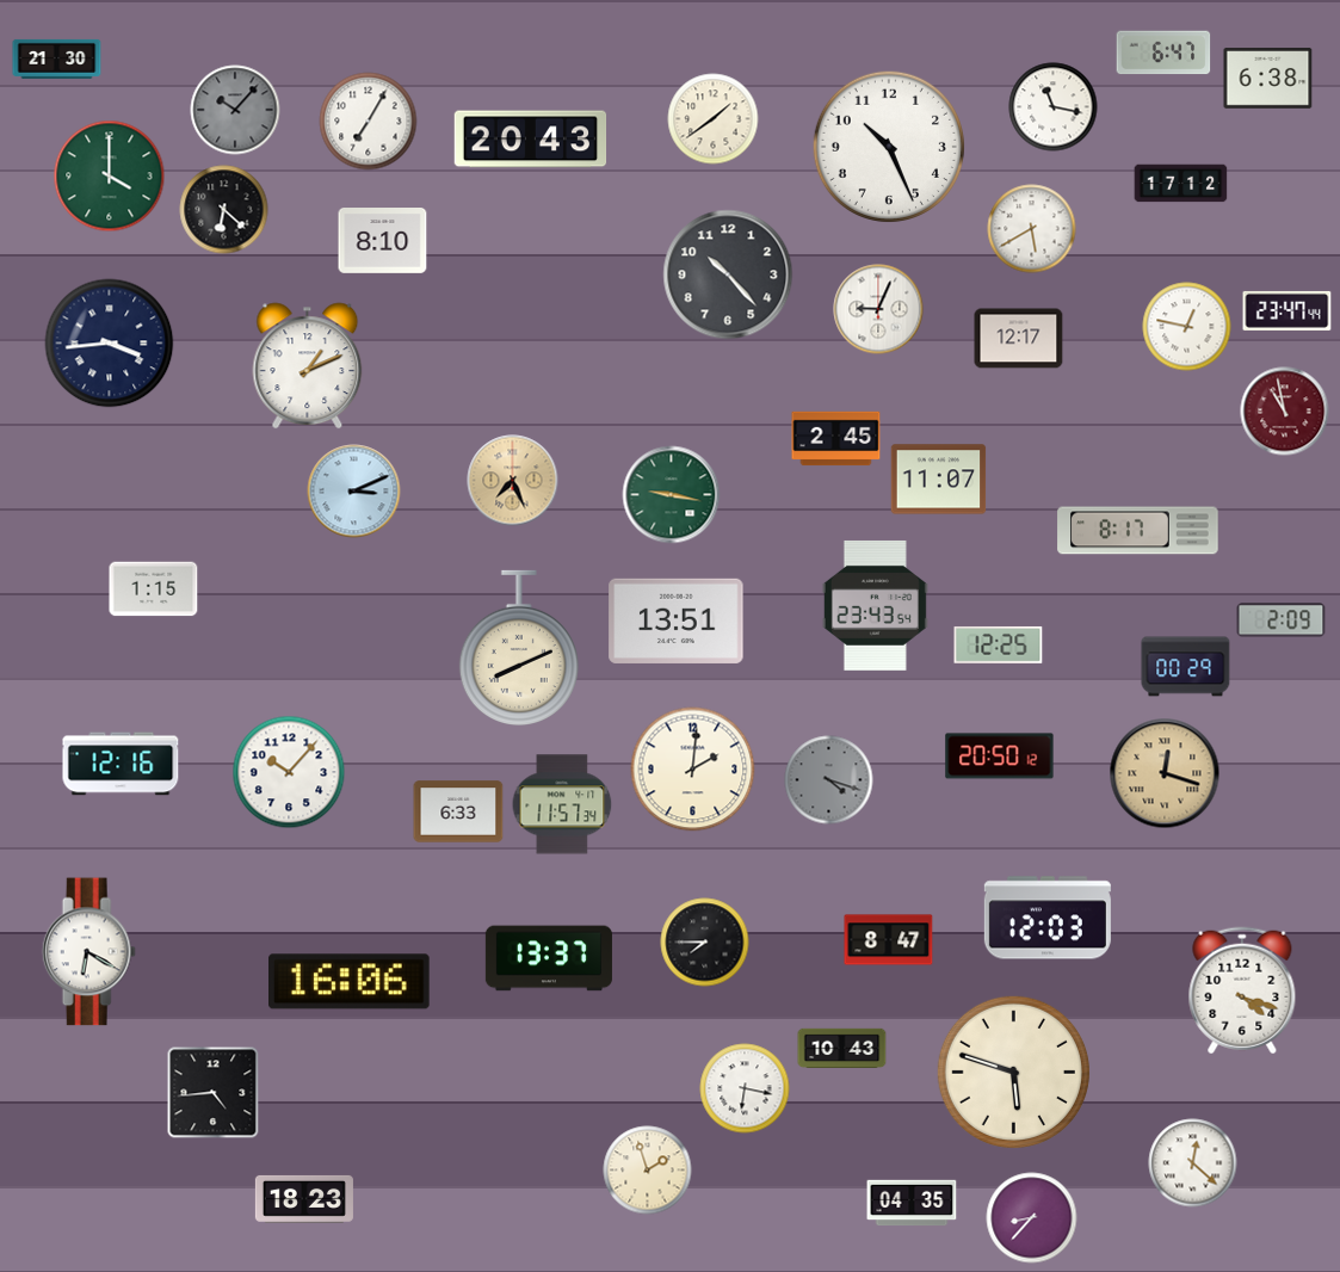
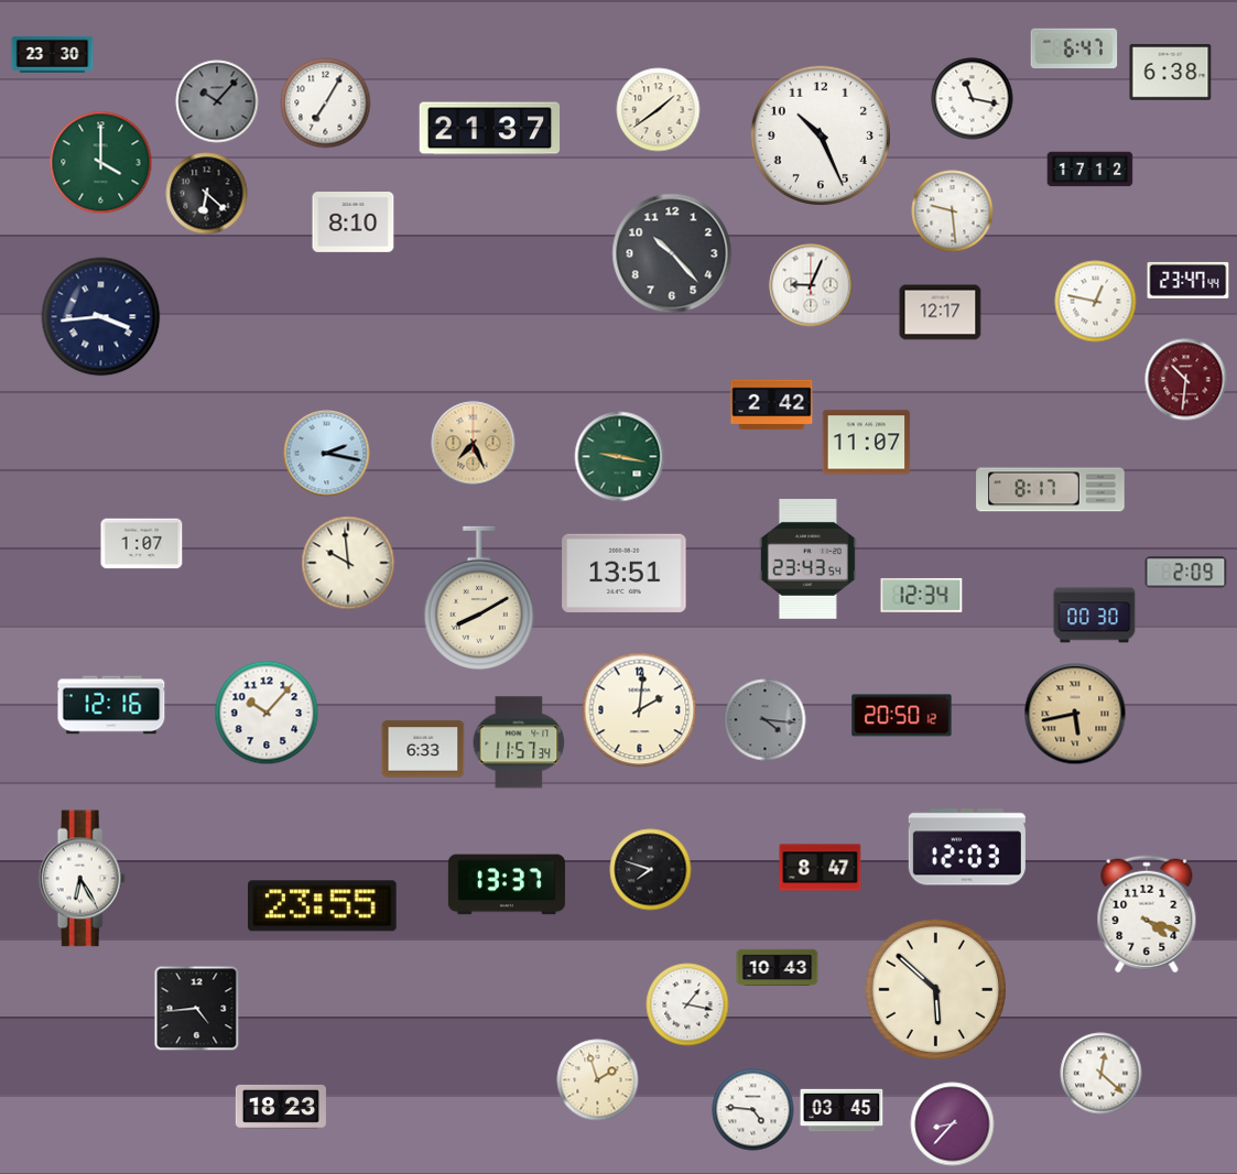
clock at (57, 58): 21:30 -> 23:30
clock at (369, 122) position: (369, 122) -> (326, 104)
clock at (531, 140): 20:43 -> 21:37
clock at (1032, 229): 5:40 -> 9:29
clock at (1287, 310) position: (1287, 310) -> (1189, 280)
clock at (308, 366): 1:11 -> none
clock at (1285, 412): 10:58 -> 10:31
clock at (836, 439): 2:45 -> 2:42
clock at (354, 492): 3:11 -> 2:17
clock at (154, 589): 1:15 -> 1:07
clock at (348, 563): none -> 9:59
clock at (1282, 620) position: (1282, 620) -> (1186, 573)
clock at (999, 644): 12:25 -> 12:34
clock at (519, 648): 8:11 -> 8:10
clock at (1186, 667): 00:29 -> 00:30
clock at (1000, 757) position: (1000, 757) -> (902, 716)
clock at (1165, 773): 12:18 -> 5:43
clock at (829, 780): 4:18 -> 4:16
clock at (705, 943): 7:45 -> 7:48
clock at (88, 952): 6:20 -> 6:25
clock at (350, 982): 16:06 -> 23:55
clock at (1013, 1072): 5:48 -> 5:52
clock at (745, 1088): 6:17 -> 1:17
clock at (753, 1110): none -> 4:46
clock at (912, 1203): 04:35 -> 03:45
